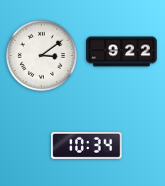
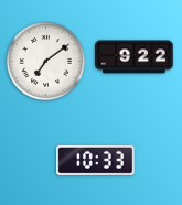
clock at (41, 55): 3:09 -> 7:09
clock at (87, 145): 10:34 -> 10:33
